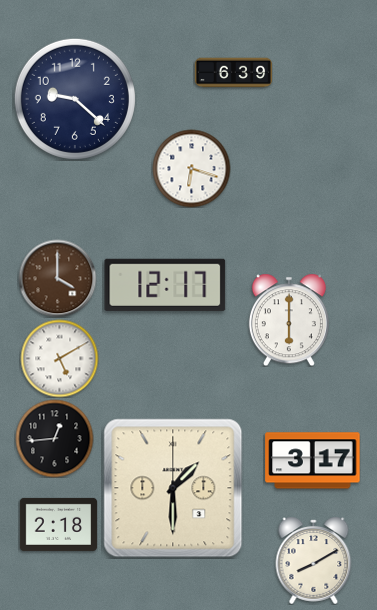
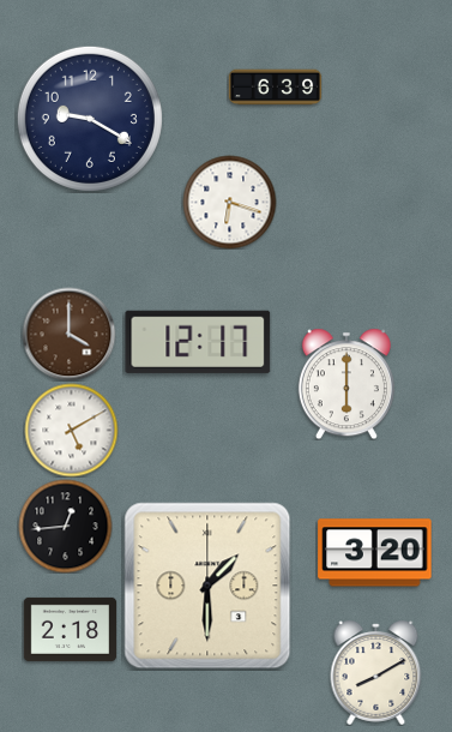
clock at (233, 73) position: (233, 73) -> (275, 88)
clock at (75, 99): 9:22 -> 9:20
clock at (313, 461): 3:17 -> 3:20
